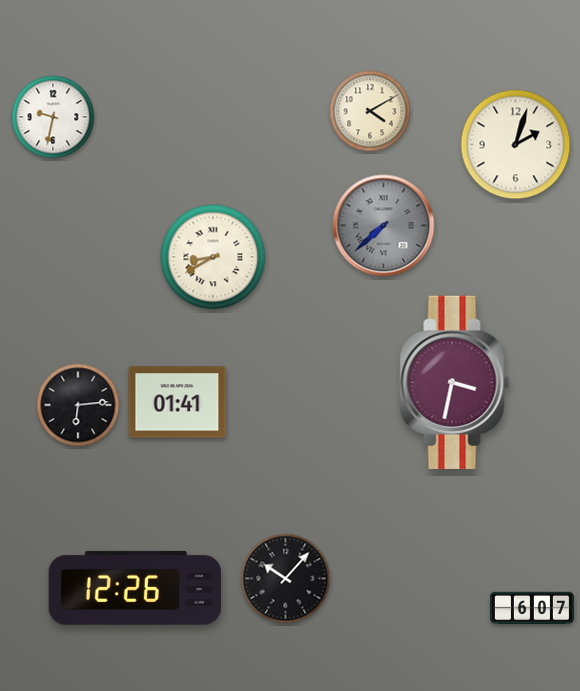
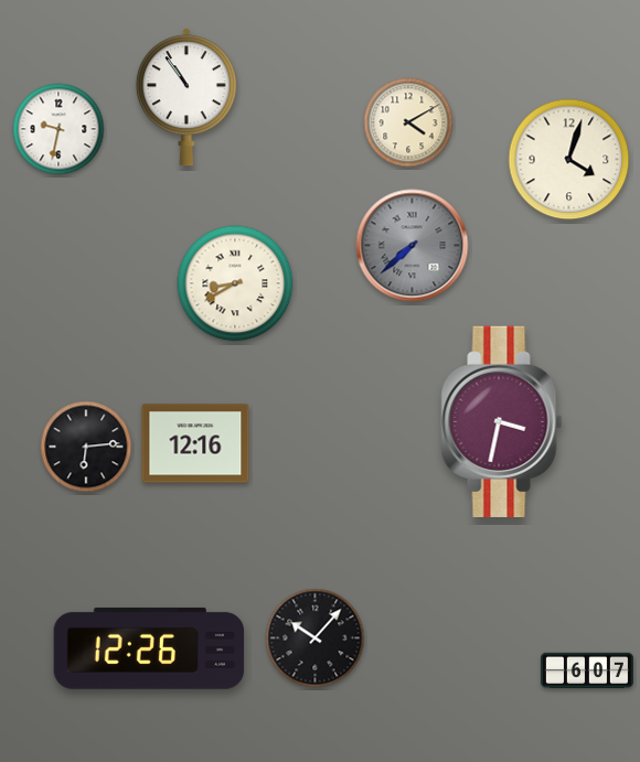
clock at (186, 97): none -> 10:54
clock at (516, 145): 2:03 -> 4:03
clock at (384, 226) position: (384, 226) -> (413, 246)
clock at (177, 402): 01:41 -> 12:16
